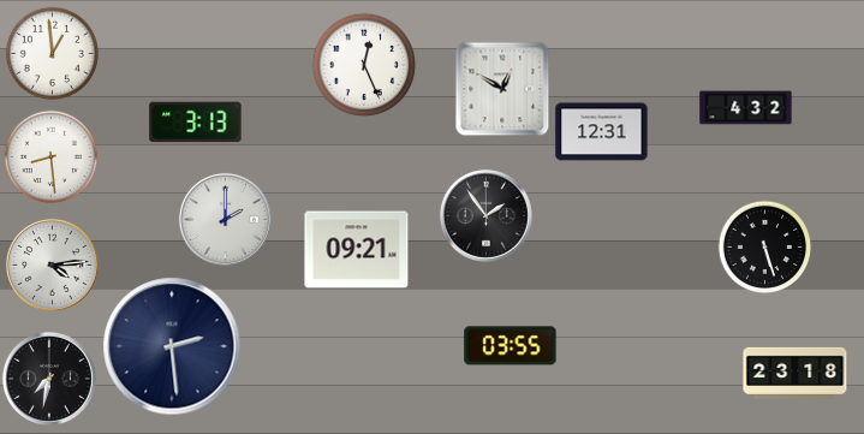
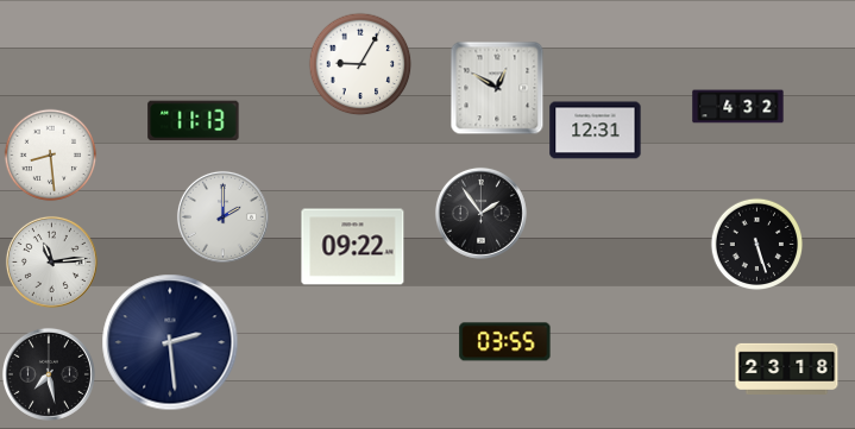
clock at (52, 53): 12:59 -> none
clock at (364, 65): 12:26 -> 9:05
clock at (196, 123): 3:13 -> 11:13
clock at (357, 250): 09:21 -> 09:22
clock at (52, 264): 4:14 -> 11:14
clock at (49, 379): 7:32 -> 7:28
